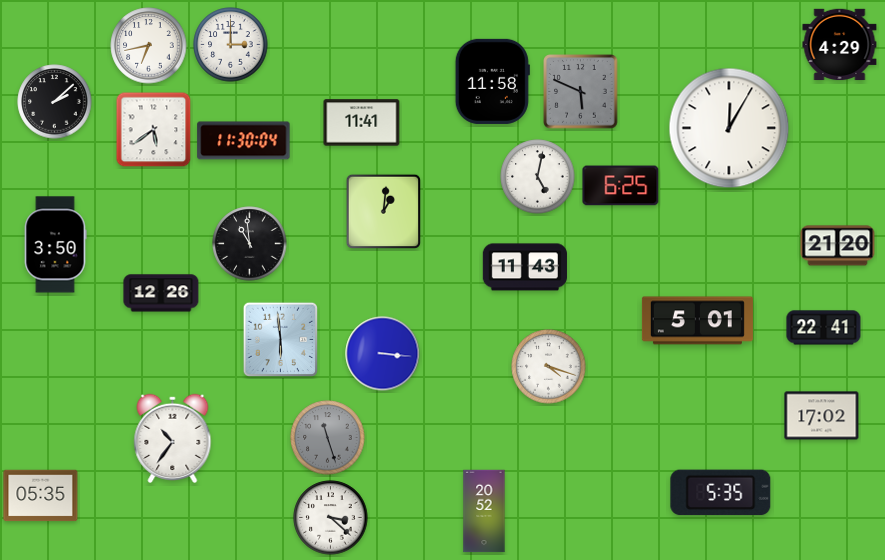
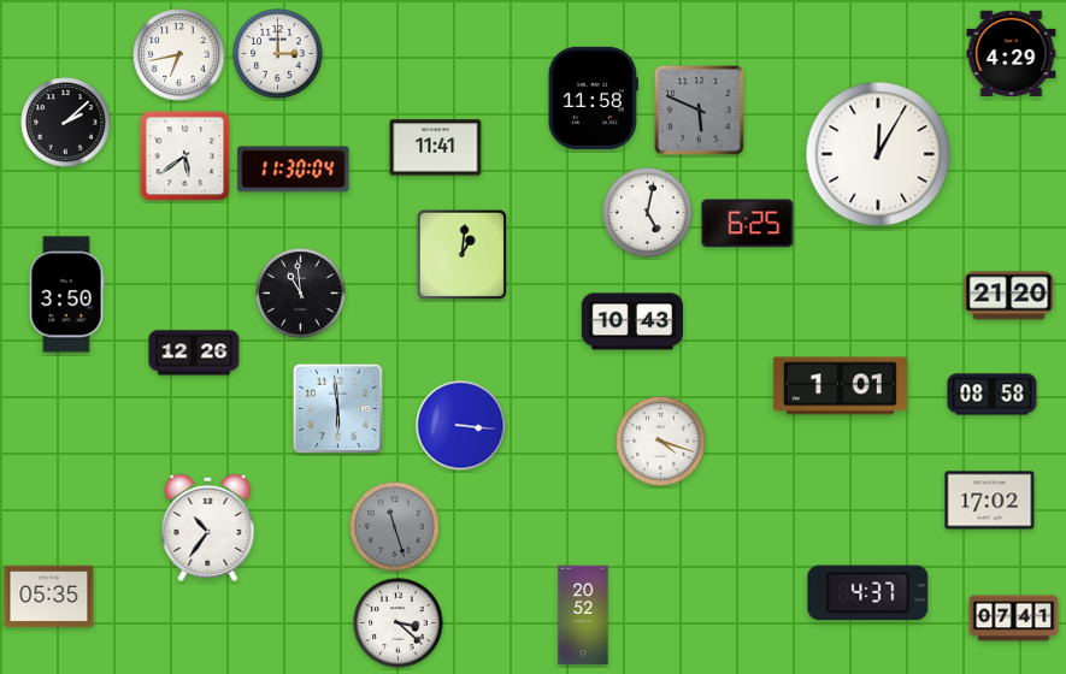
clock at (525, 267): 11:43 -> 10:43
clock at (697, 321): 5:01 -> 1:01
clock at (824, 328): 22:41 -> 08:58
clock at (721, 493): 5:35 -> 4:37
clock at (1014, 619): none -> 07:41
